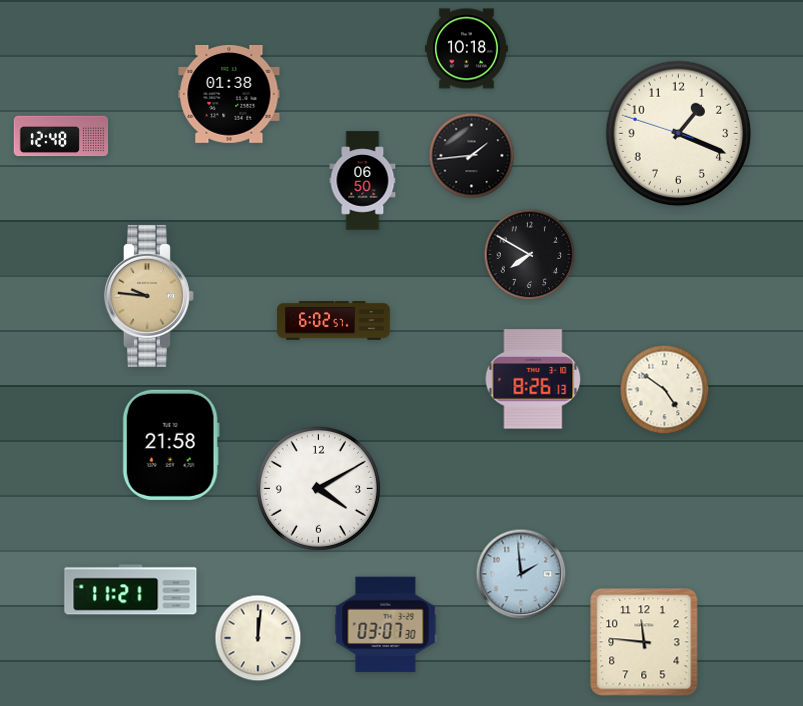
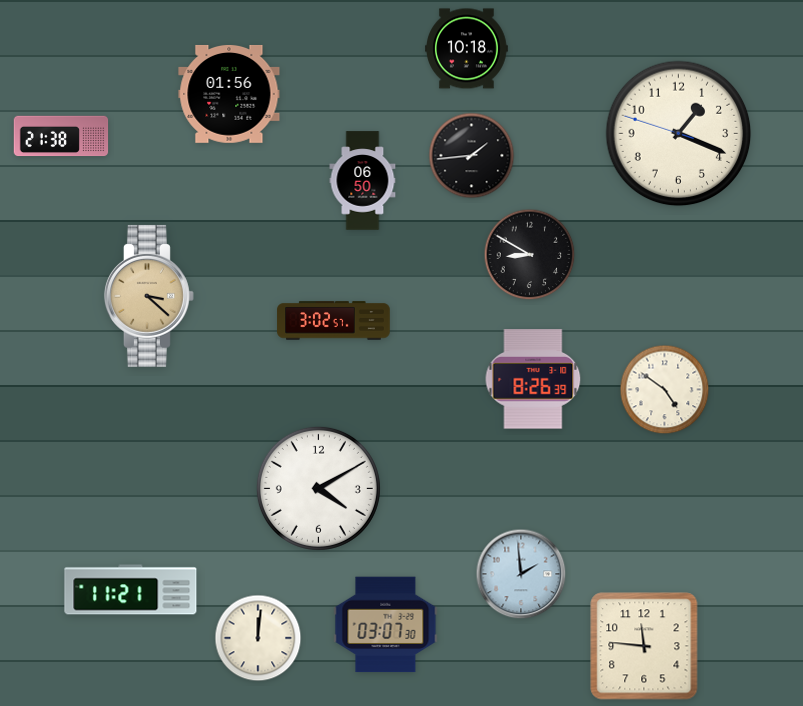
clock at (229, 94): 01:38 -> 01:56
clock at (61, 136): 12:48 -> 21:38
clock at (530, 255): 7:50 -> 8:50
clock at (149, 296): 9:46 -> 3:22
clock at (334, 321): 6:02 -> 3:02
clock at (533, 379): 8:26:13 -> 8:26:39
clock at (171, 445): 21:58 -> none
clock at (644, 642) position: (644, 642) -> (644, 646)
